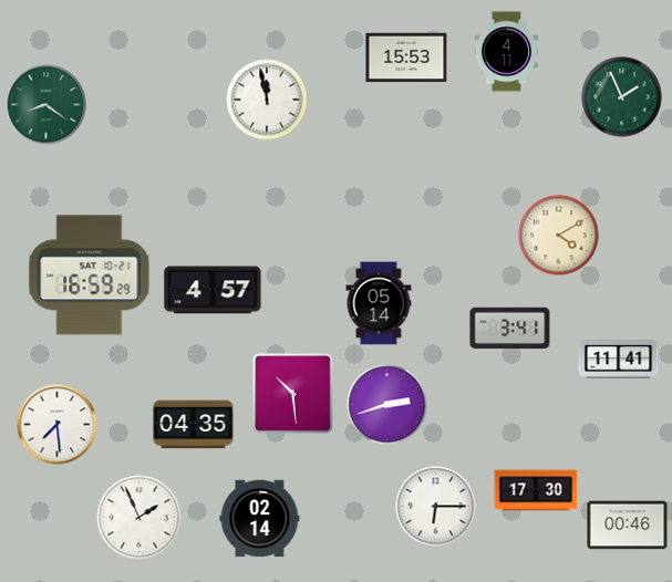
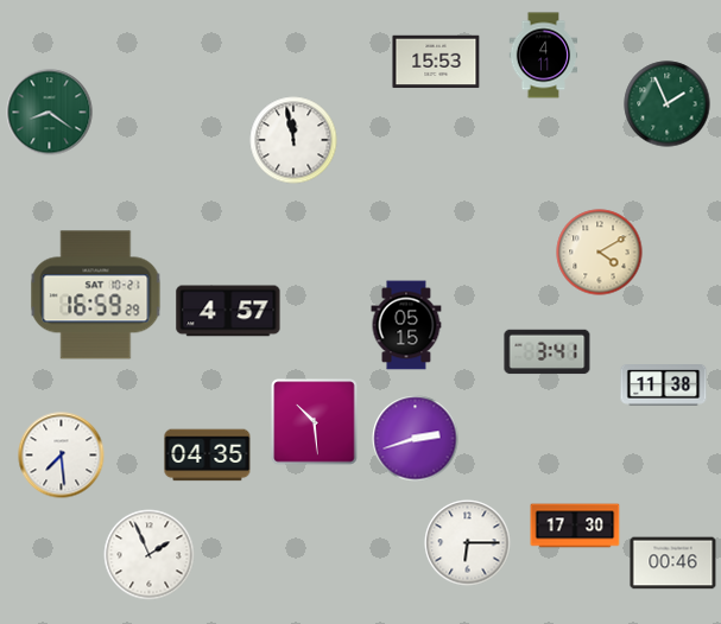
clock at (267, 100) position: (267, 100) -> (293, 140)
clock at (379, 303): 05:14 -> 05:15
clock at (619, 360): 11:41 -> 11:38
clock at (387, 405) position: (387, 405) -> (416, 439)
clock at (260, 519): 02:14 -> none
